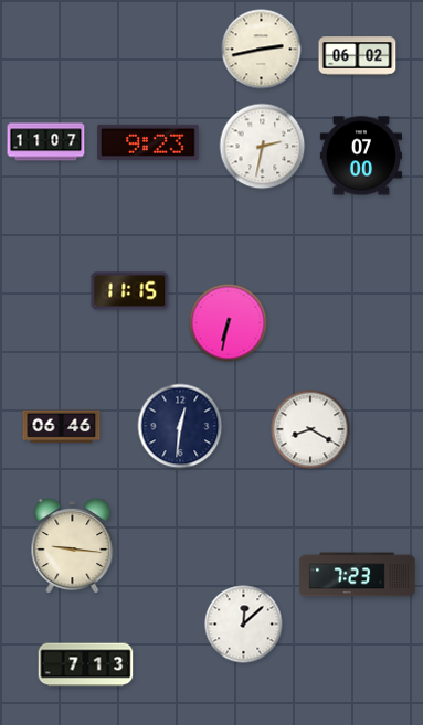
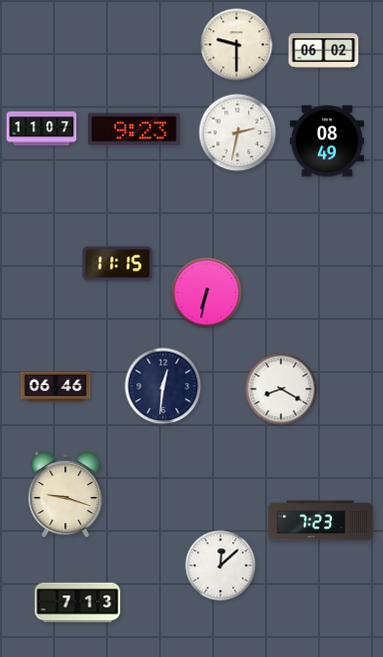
clock at (262, 50): 2:43 -> 9:30
clock at (360, 156): 07:00 -> 08:49
clock at (73, 546): 9:16 -> 9:18
clock at (358, 575) position: (358, 575) -> (321, 521)
